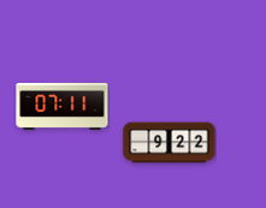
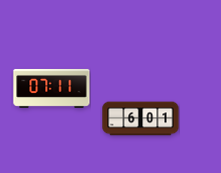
clock at (170, 143): 9:22 -> 6:01
